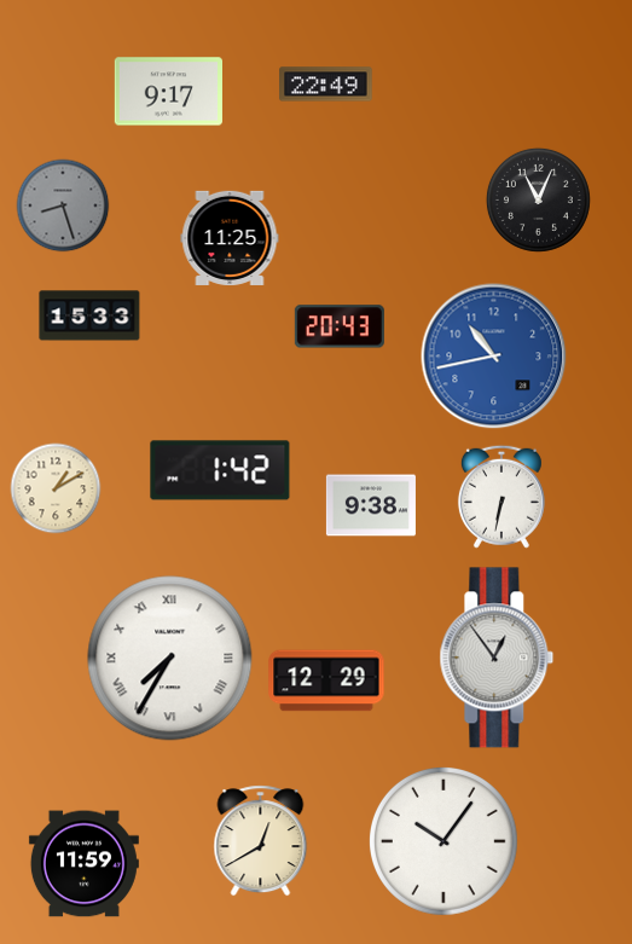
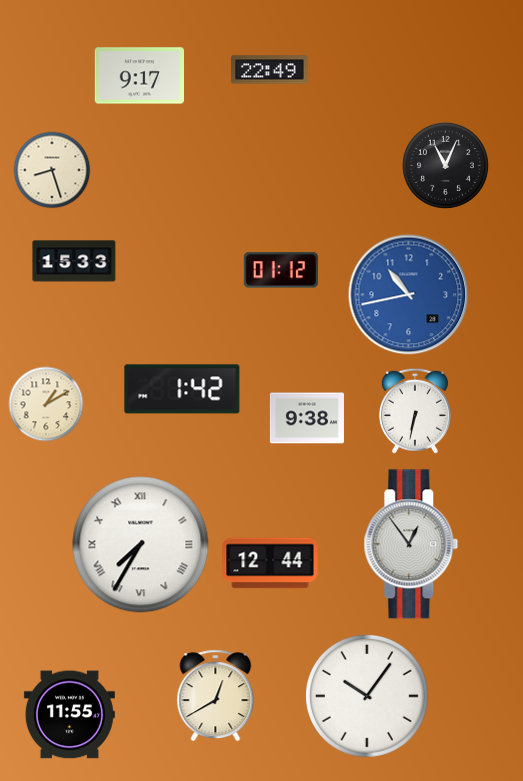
clock at (63, 205) dial: grey -> cream
clock at (230, 238): 11:25 -> none
clock at (340, 326): 20:43 -> 01:12
clock at (326, 681): 12:29 -> 12:44
clock at (83, 864): 11:59 -> 11:55
